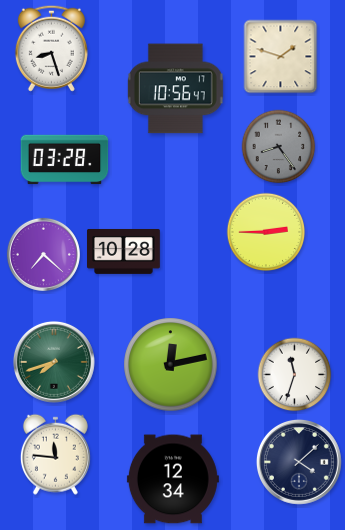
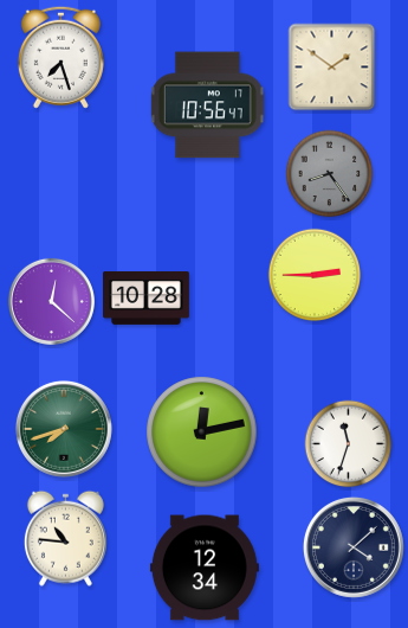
clock at (51, 48): 8:27 -> 7:27
clock at (281, 57): 1:48 -> 1:51
clock at (65, 160): 03:28 -> none
clock at (43, 254): 7:22 -> 12:22
clock at (55, 454): 11:46 -> 10:46
